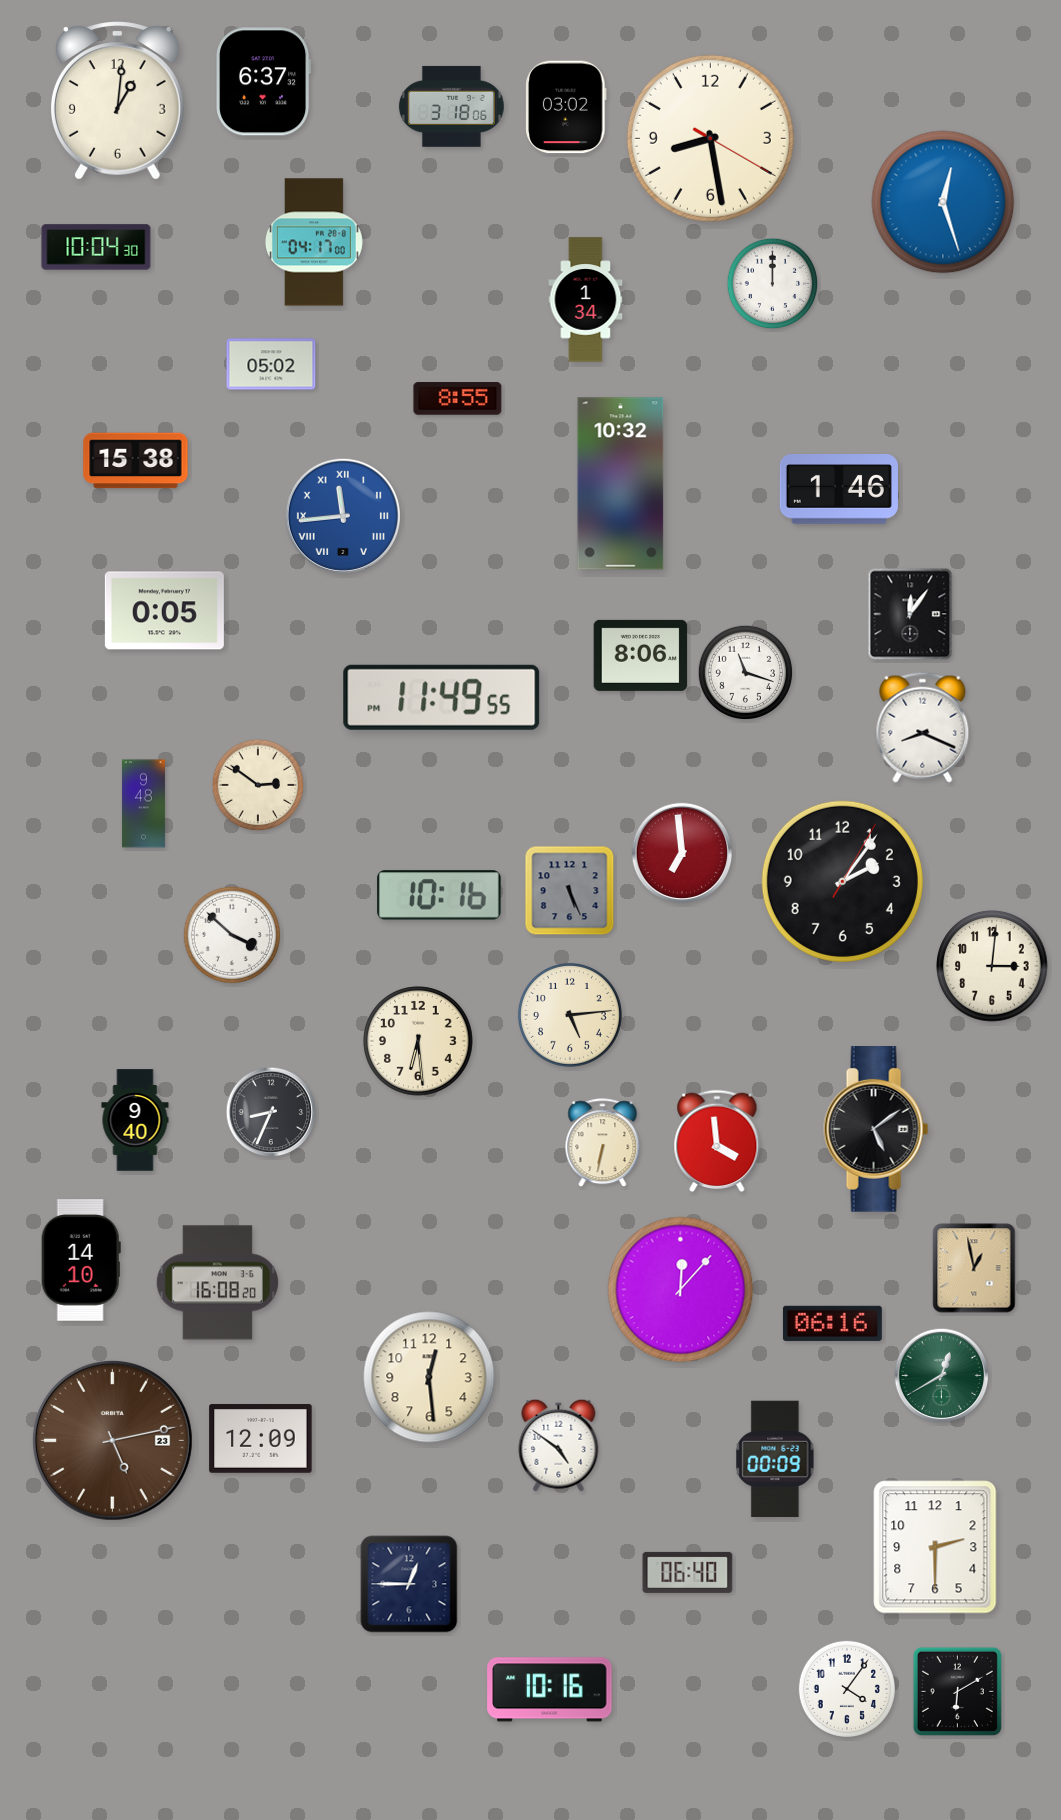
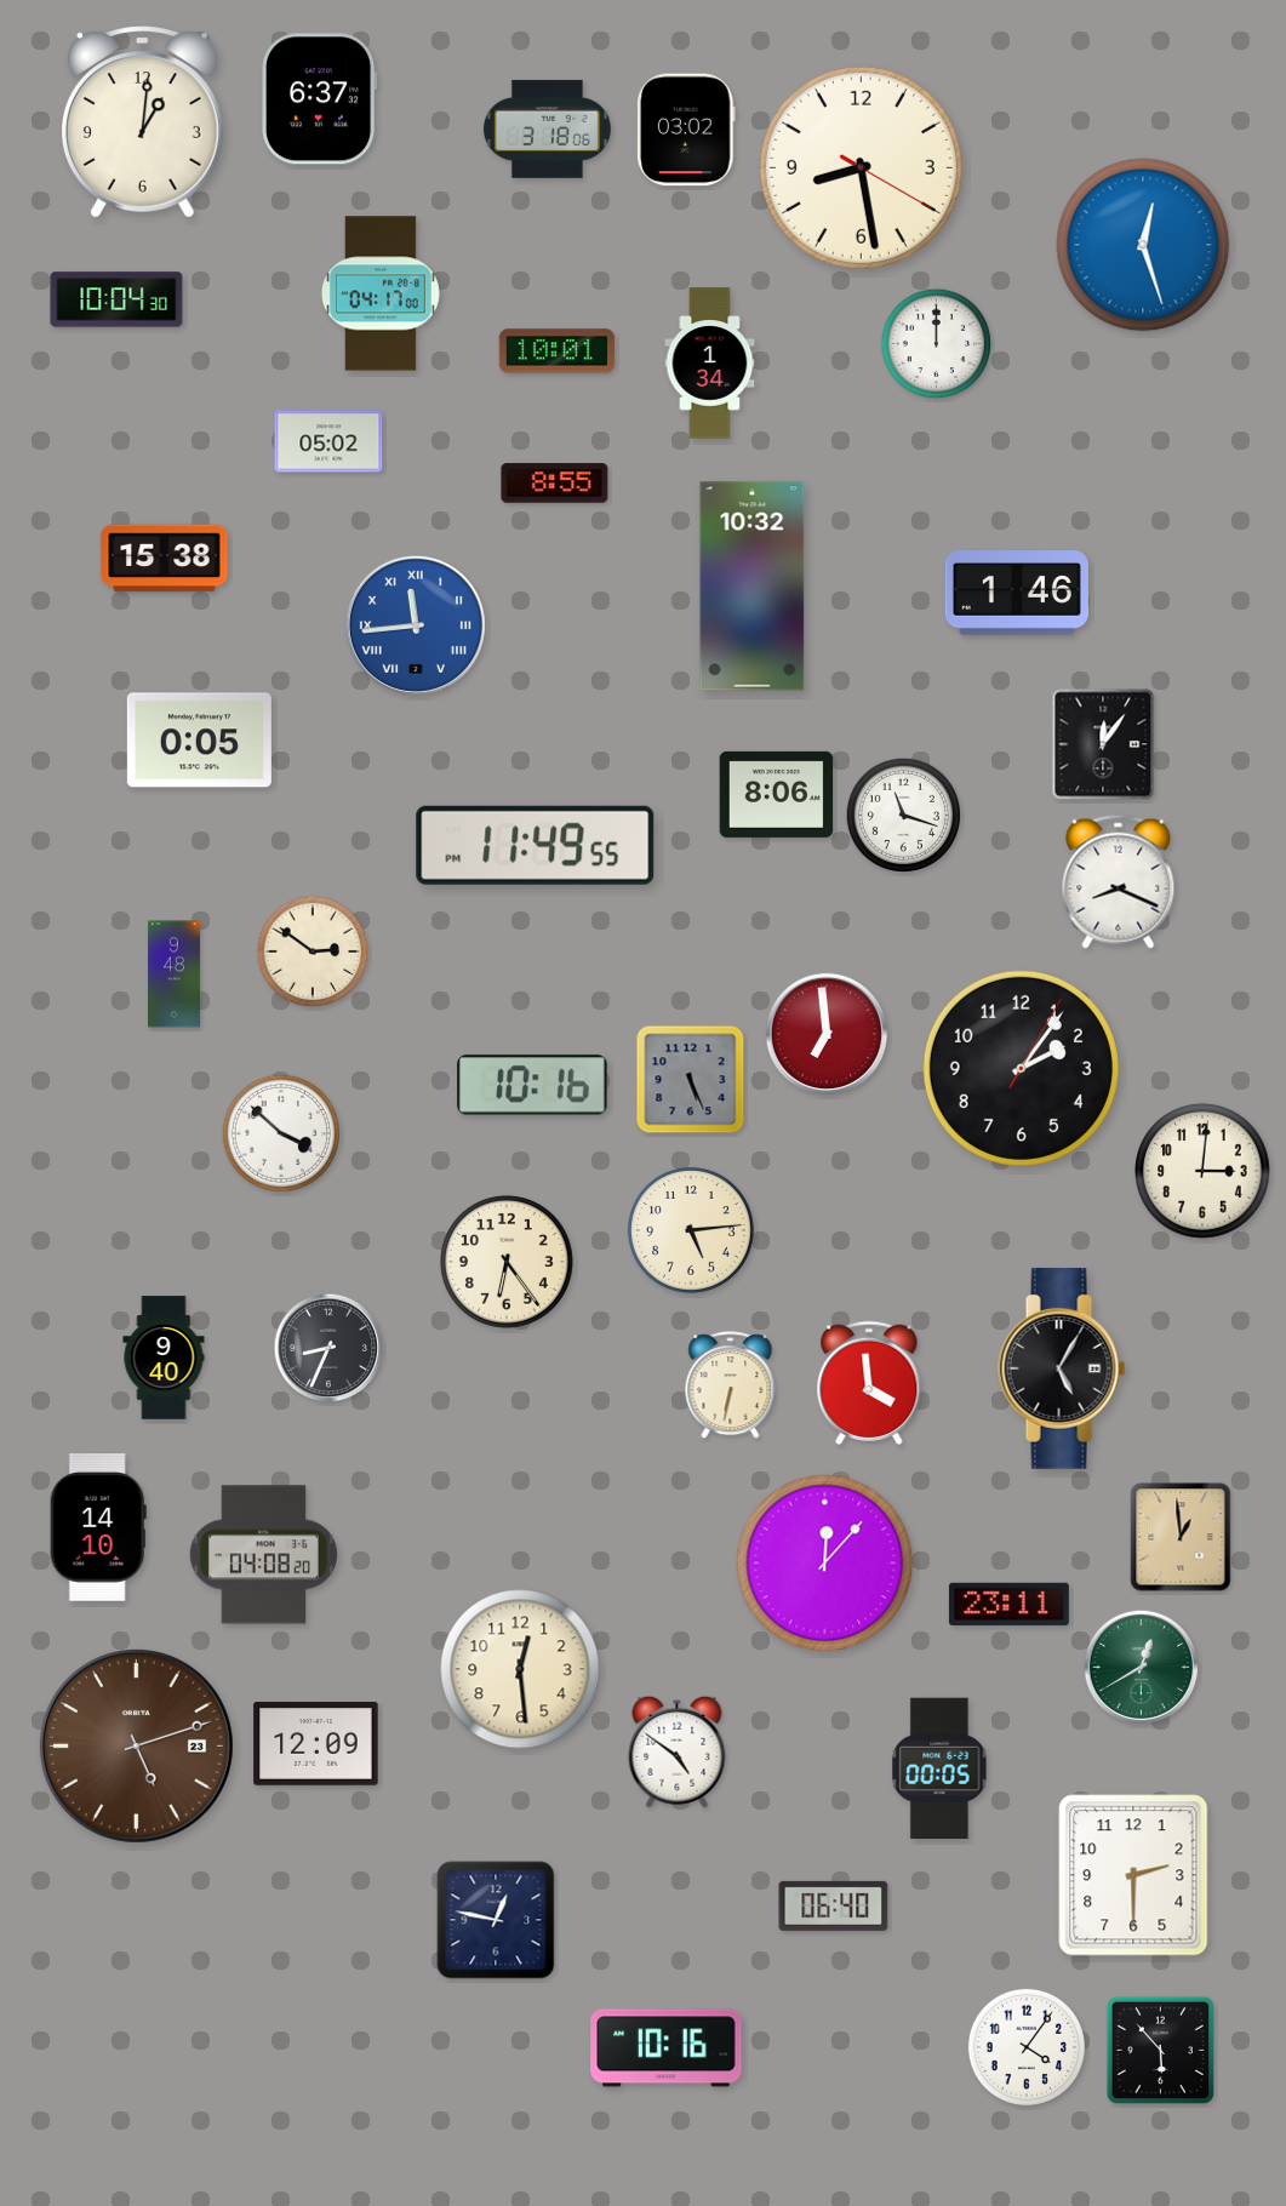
clock at (556, 352): none -> 10:01
clock at (418, 1041): 6:29 -> 6:24
clock at (876, 1130): 5:09 -> 5:05
clock at (974, 1268): 12:58 -> 12:59
clock at (217, 1283): 16:08 -> 04:08
clock at (832, 1323): 06:16 -> 23:11
clock at (112, 1440): 5:13 -> 5:12
clock at (775, 1458): 00:09 -> 00:05
clock at (409, 1584): 12:45 -> 12:47
clock at (957, 1691): 6:10 -> 5:53
